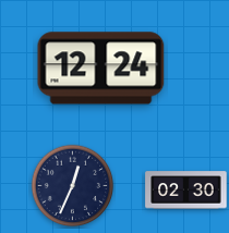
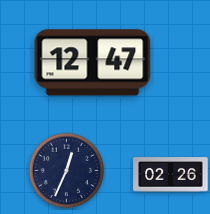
clock at (101, 69): 12:24 -> 12:47
clock at (186, 191): 02:30 -> 02:26
